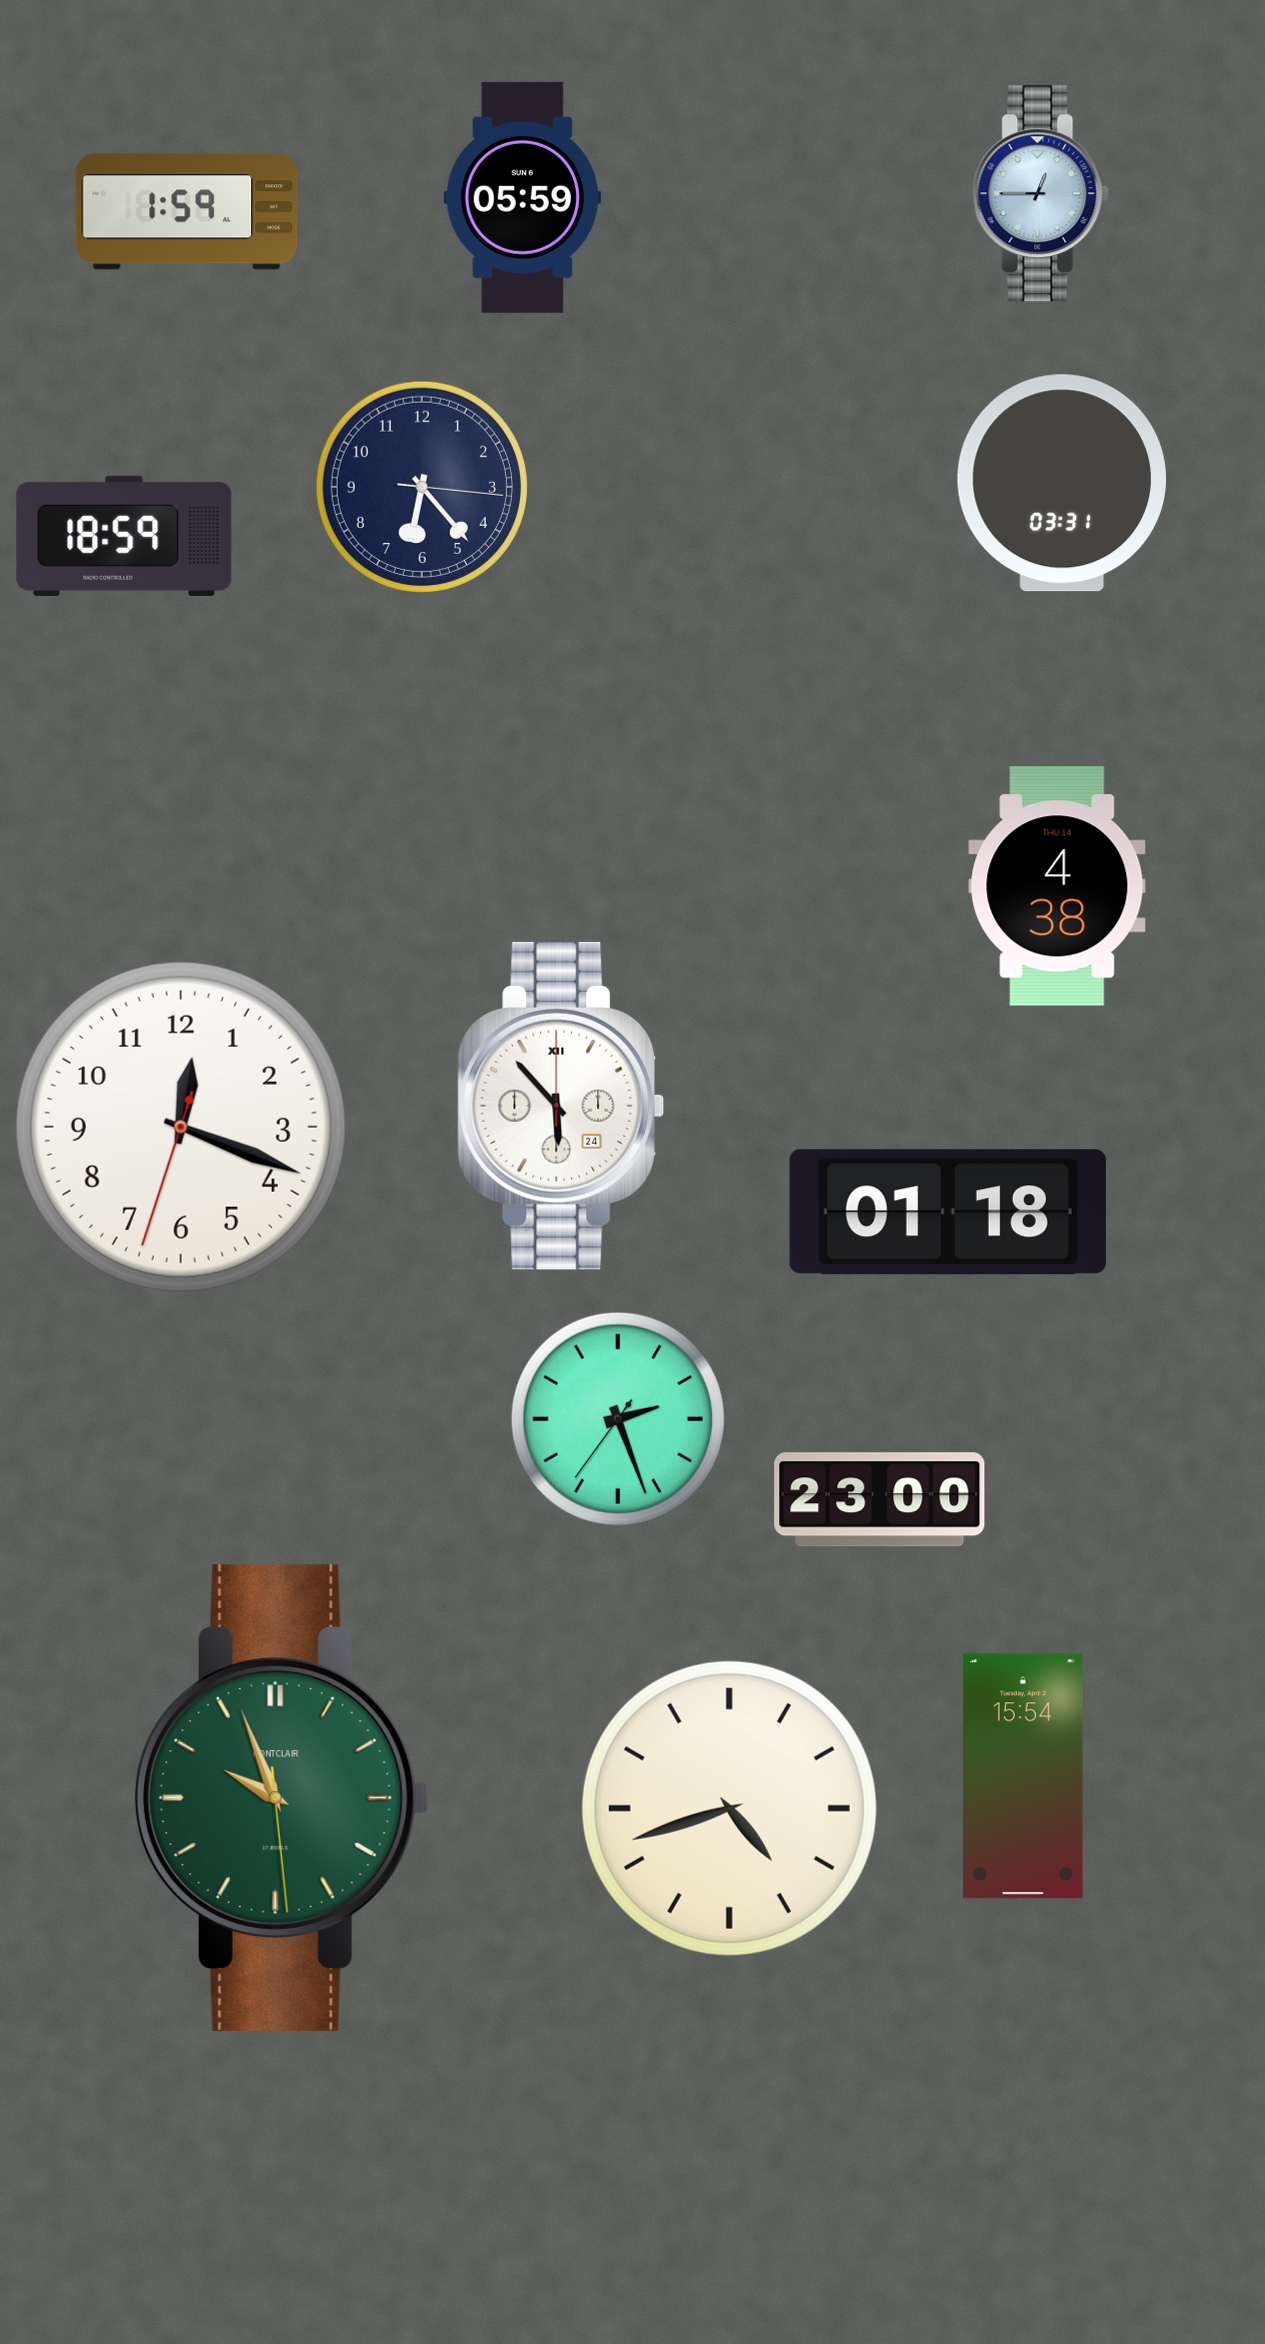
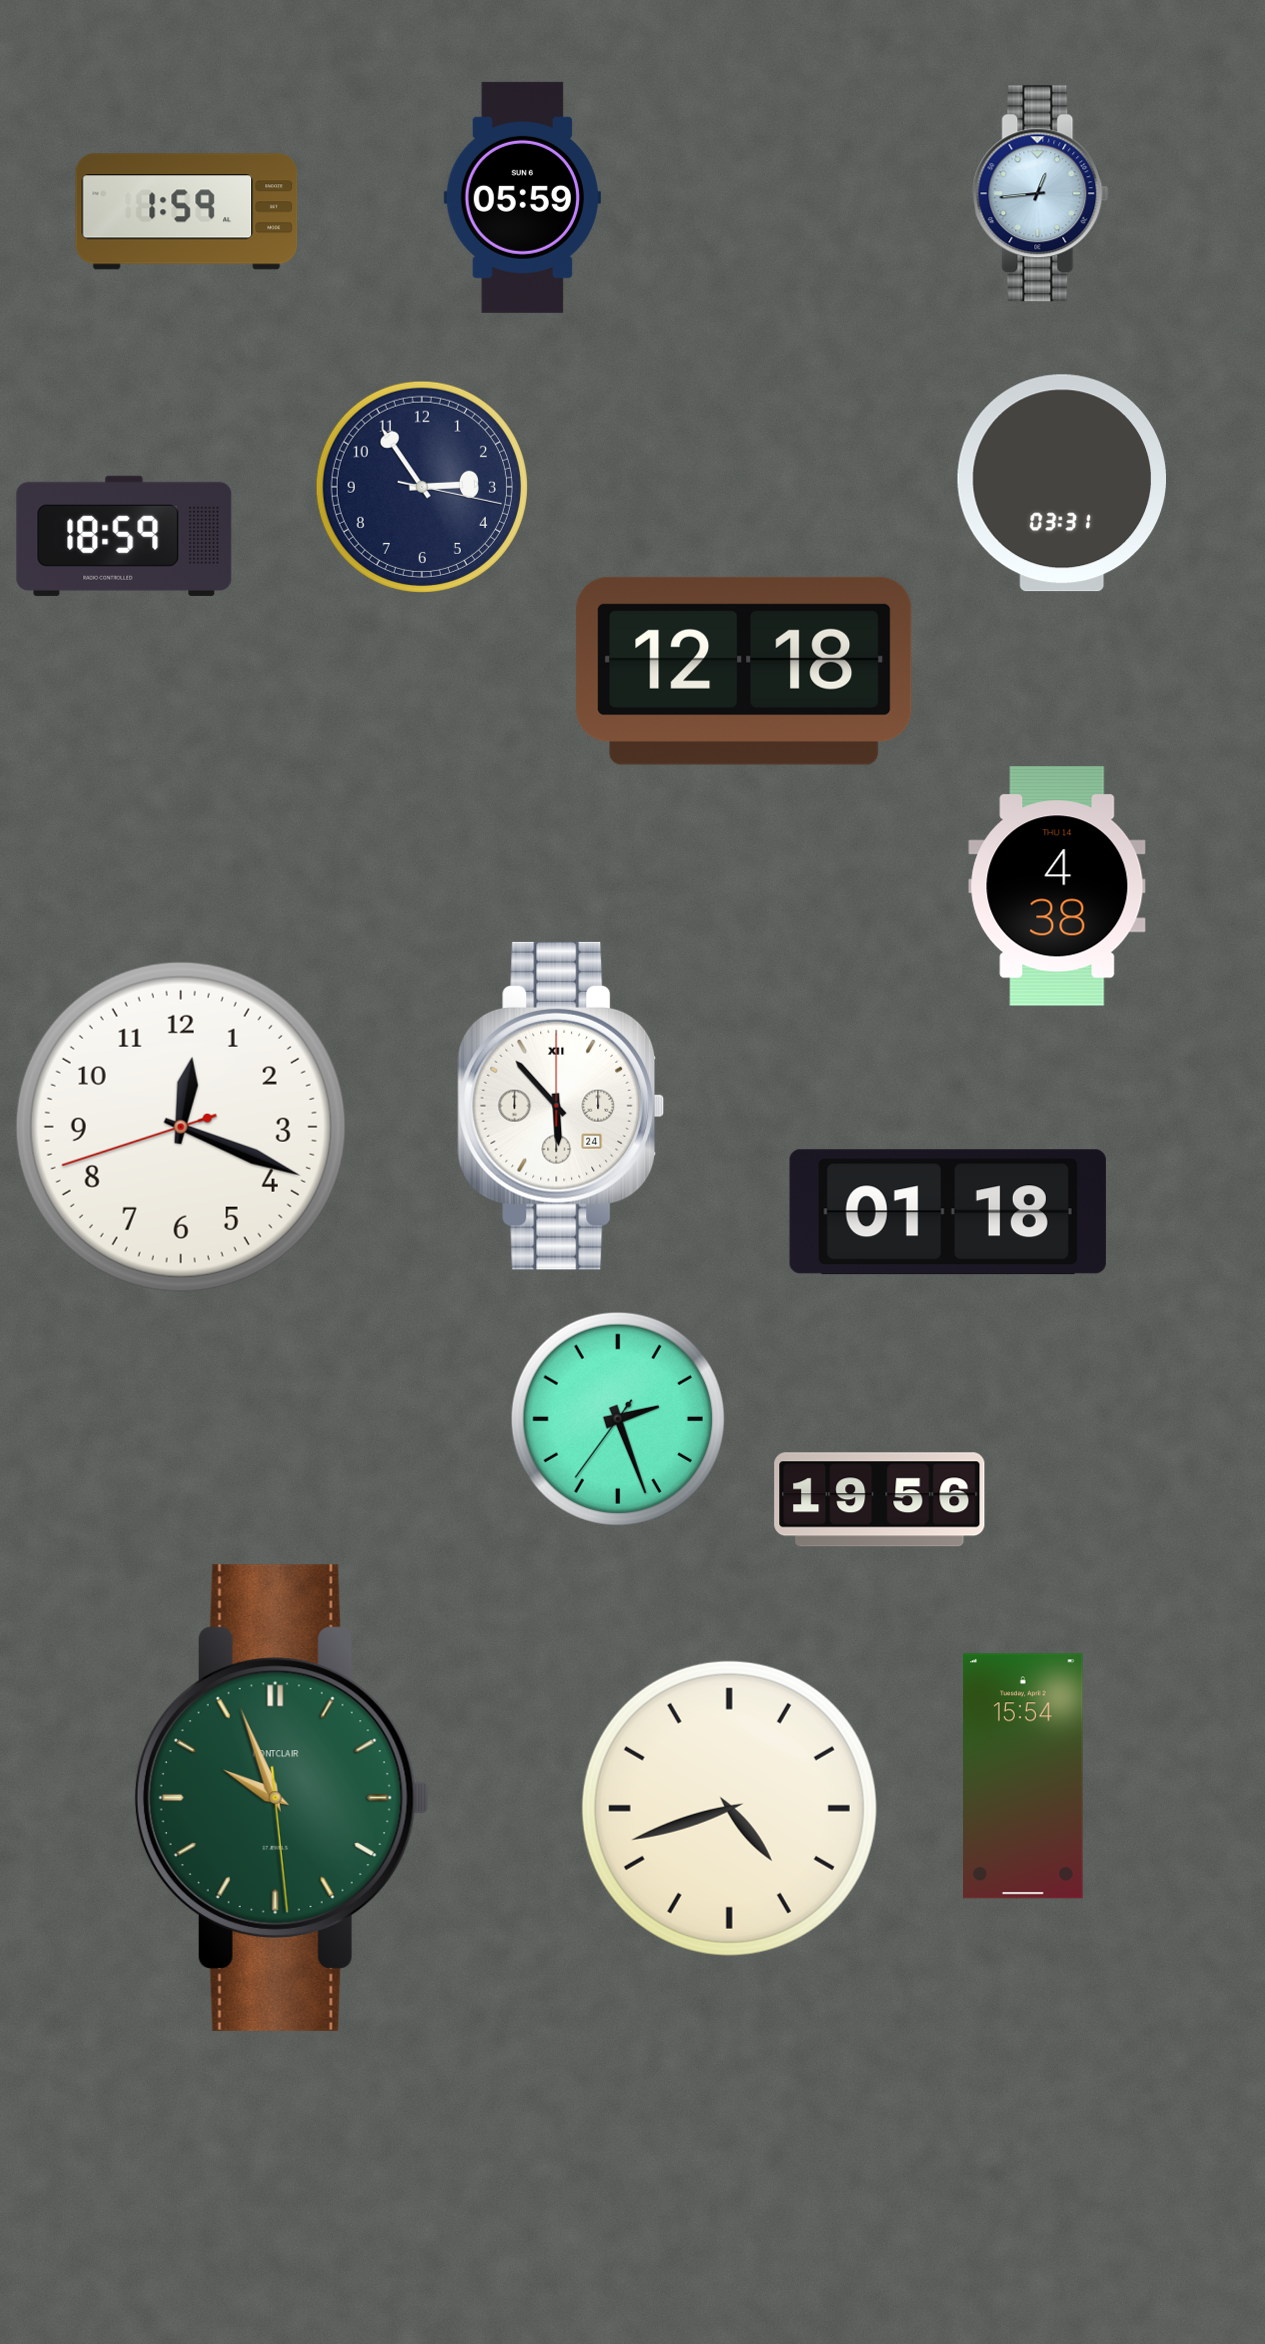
clock at (1041, 194): 12:45 -> 12:44
clock at (422, 487): 6:23 -> 2:54
clock at (744, 671): none -> 12:18
clock at (181, 1127): 12:18:33 -> 12:18:42
clock at (880, 1500): 23:00 -> 19:56
